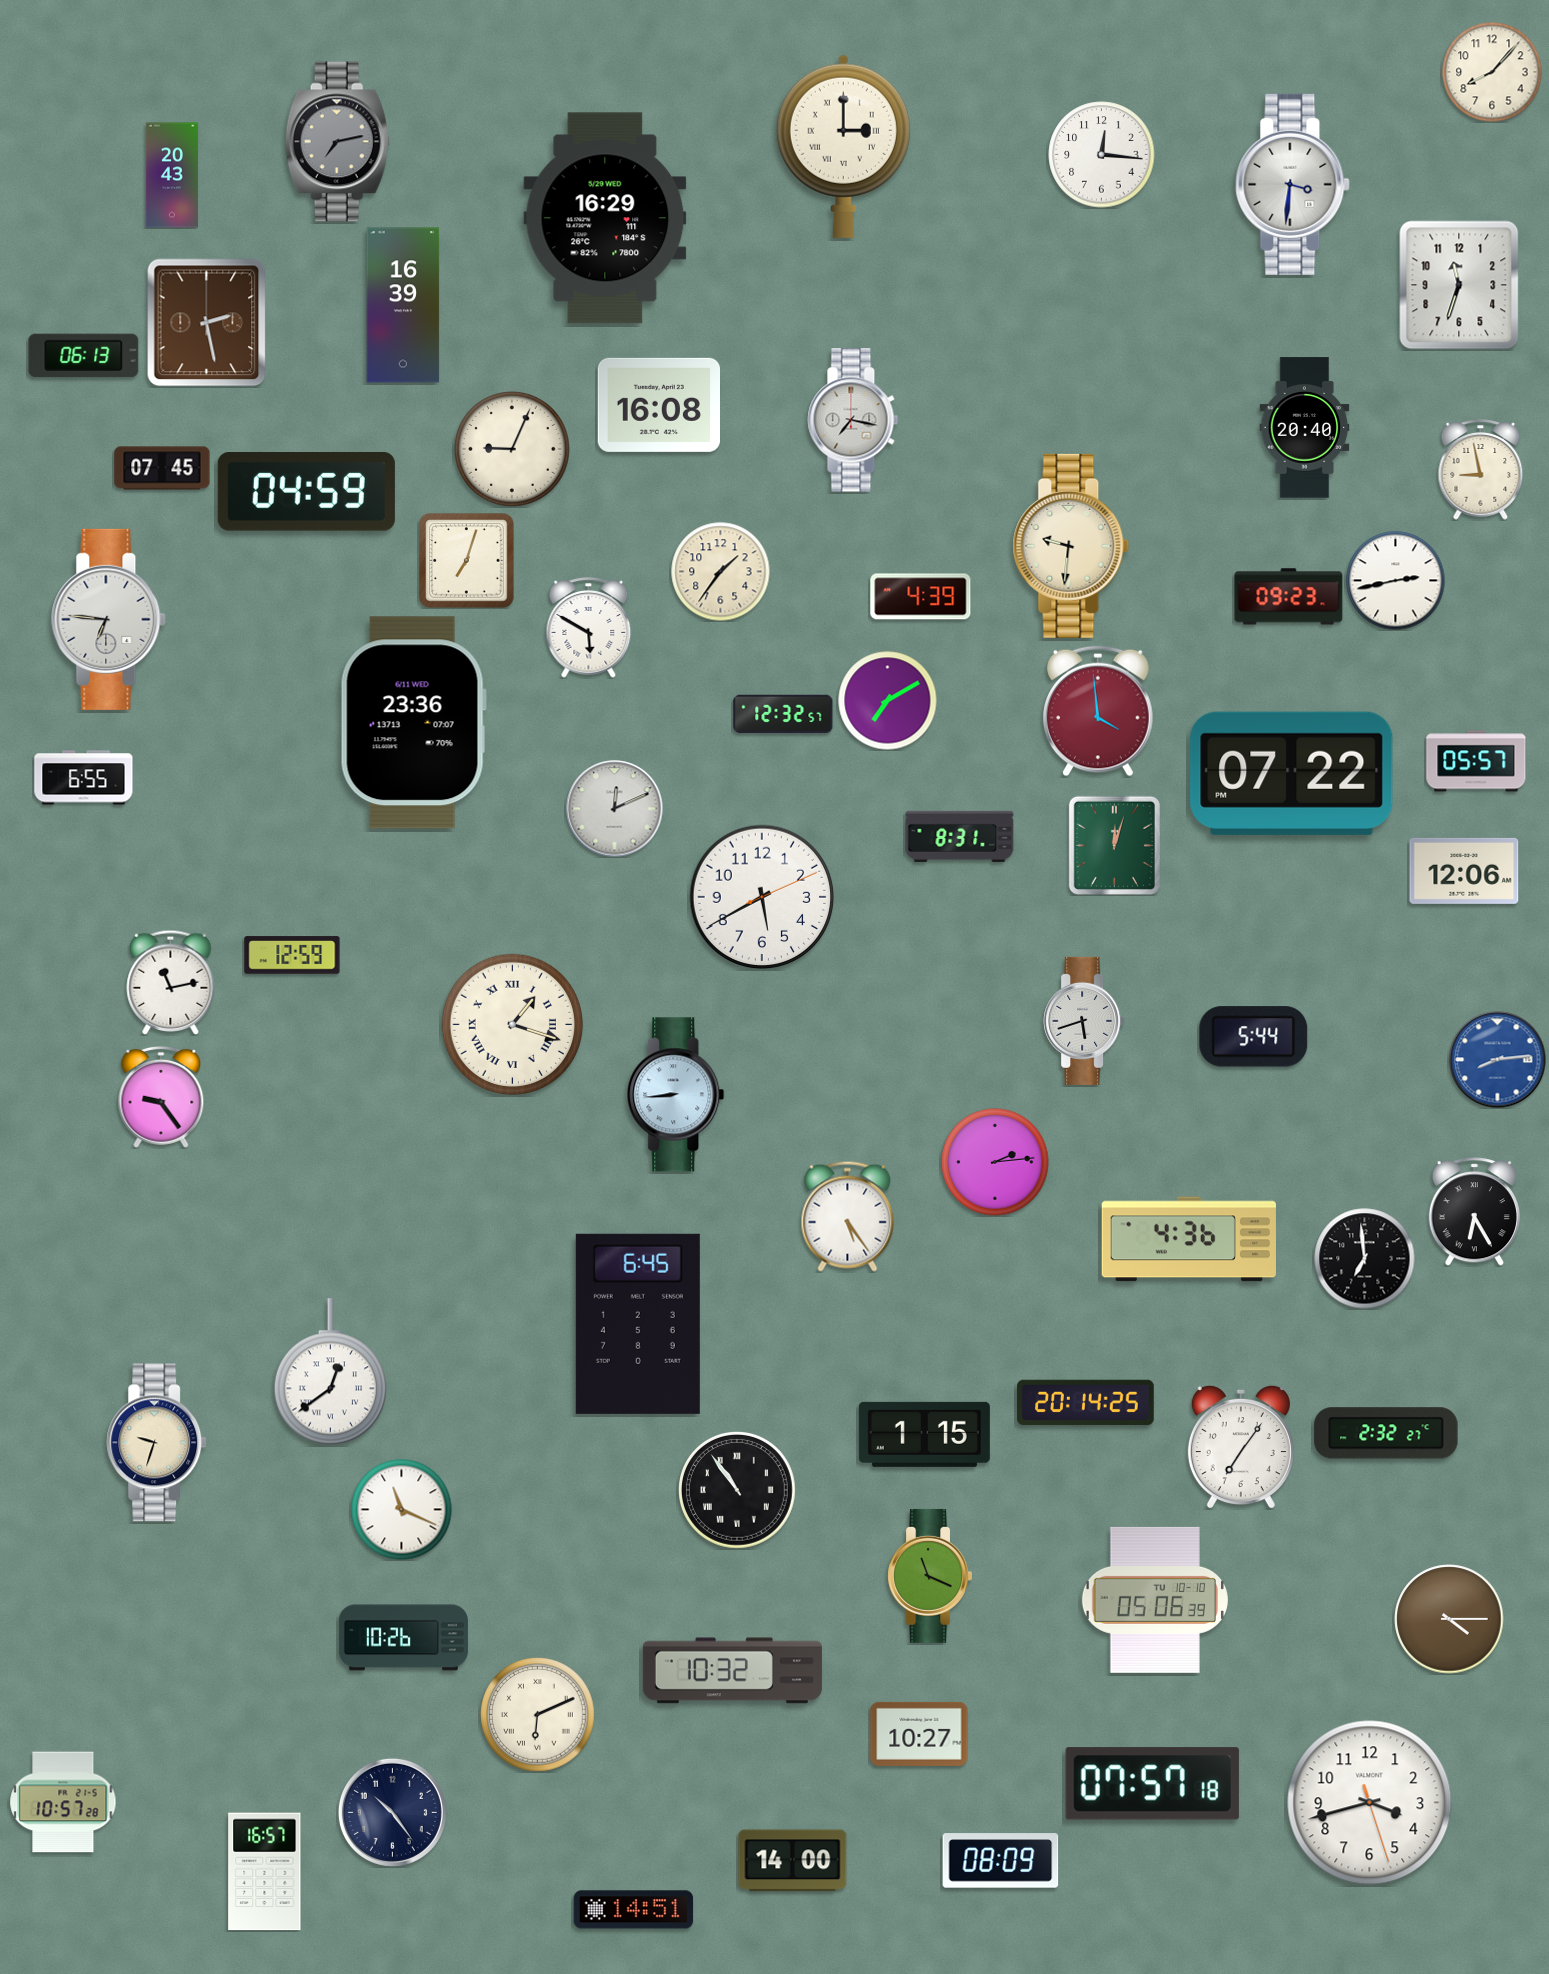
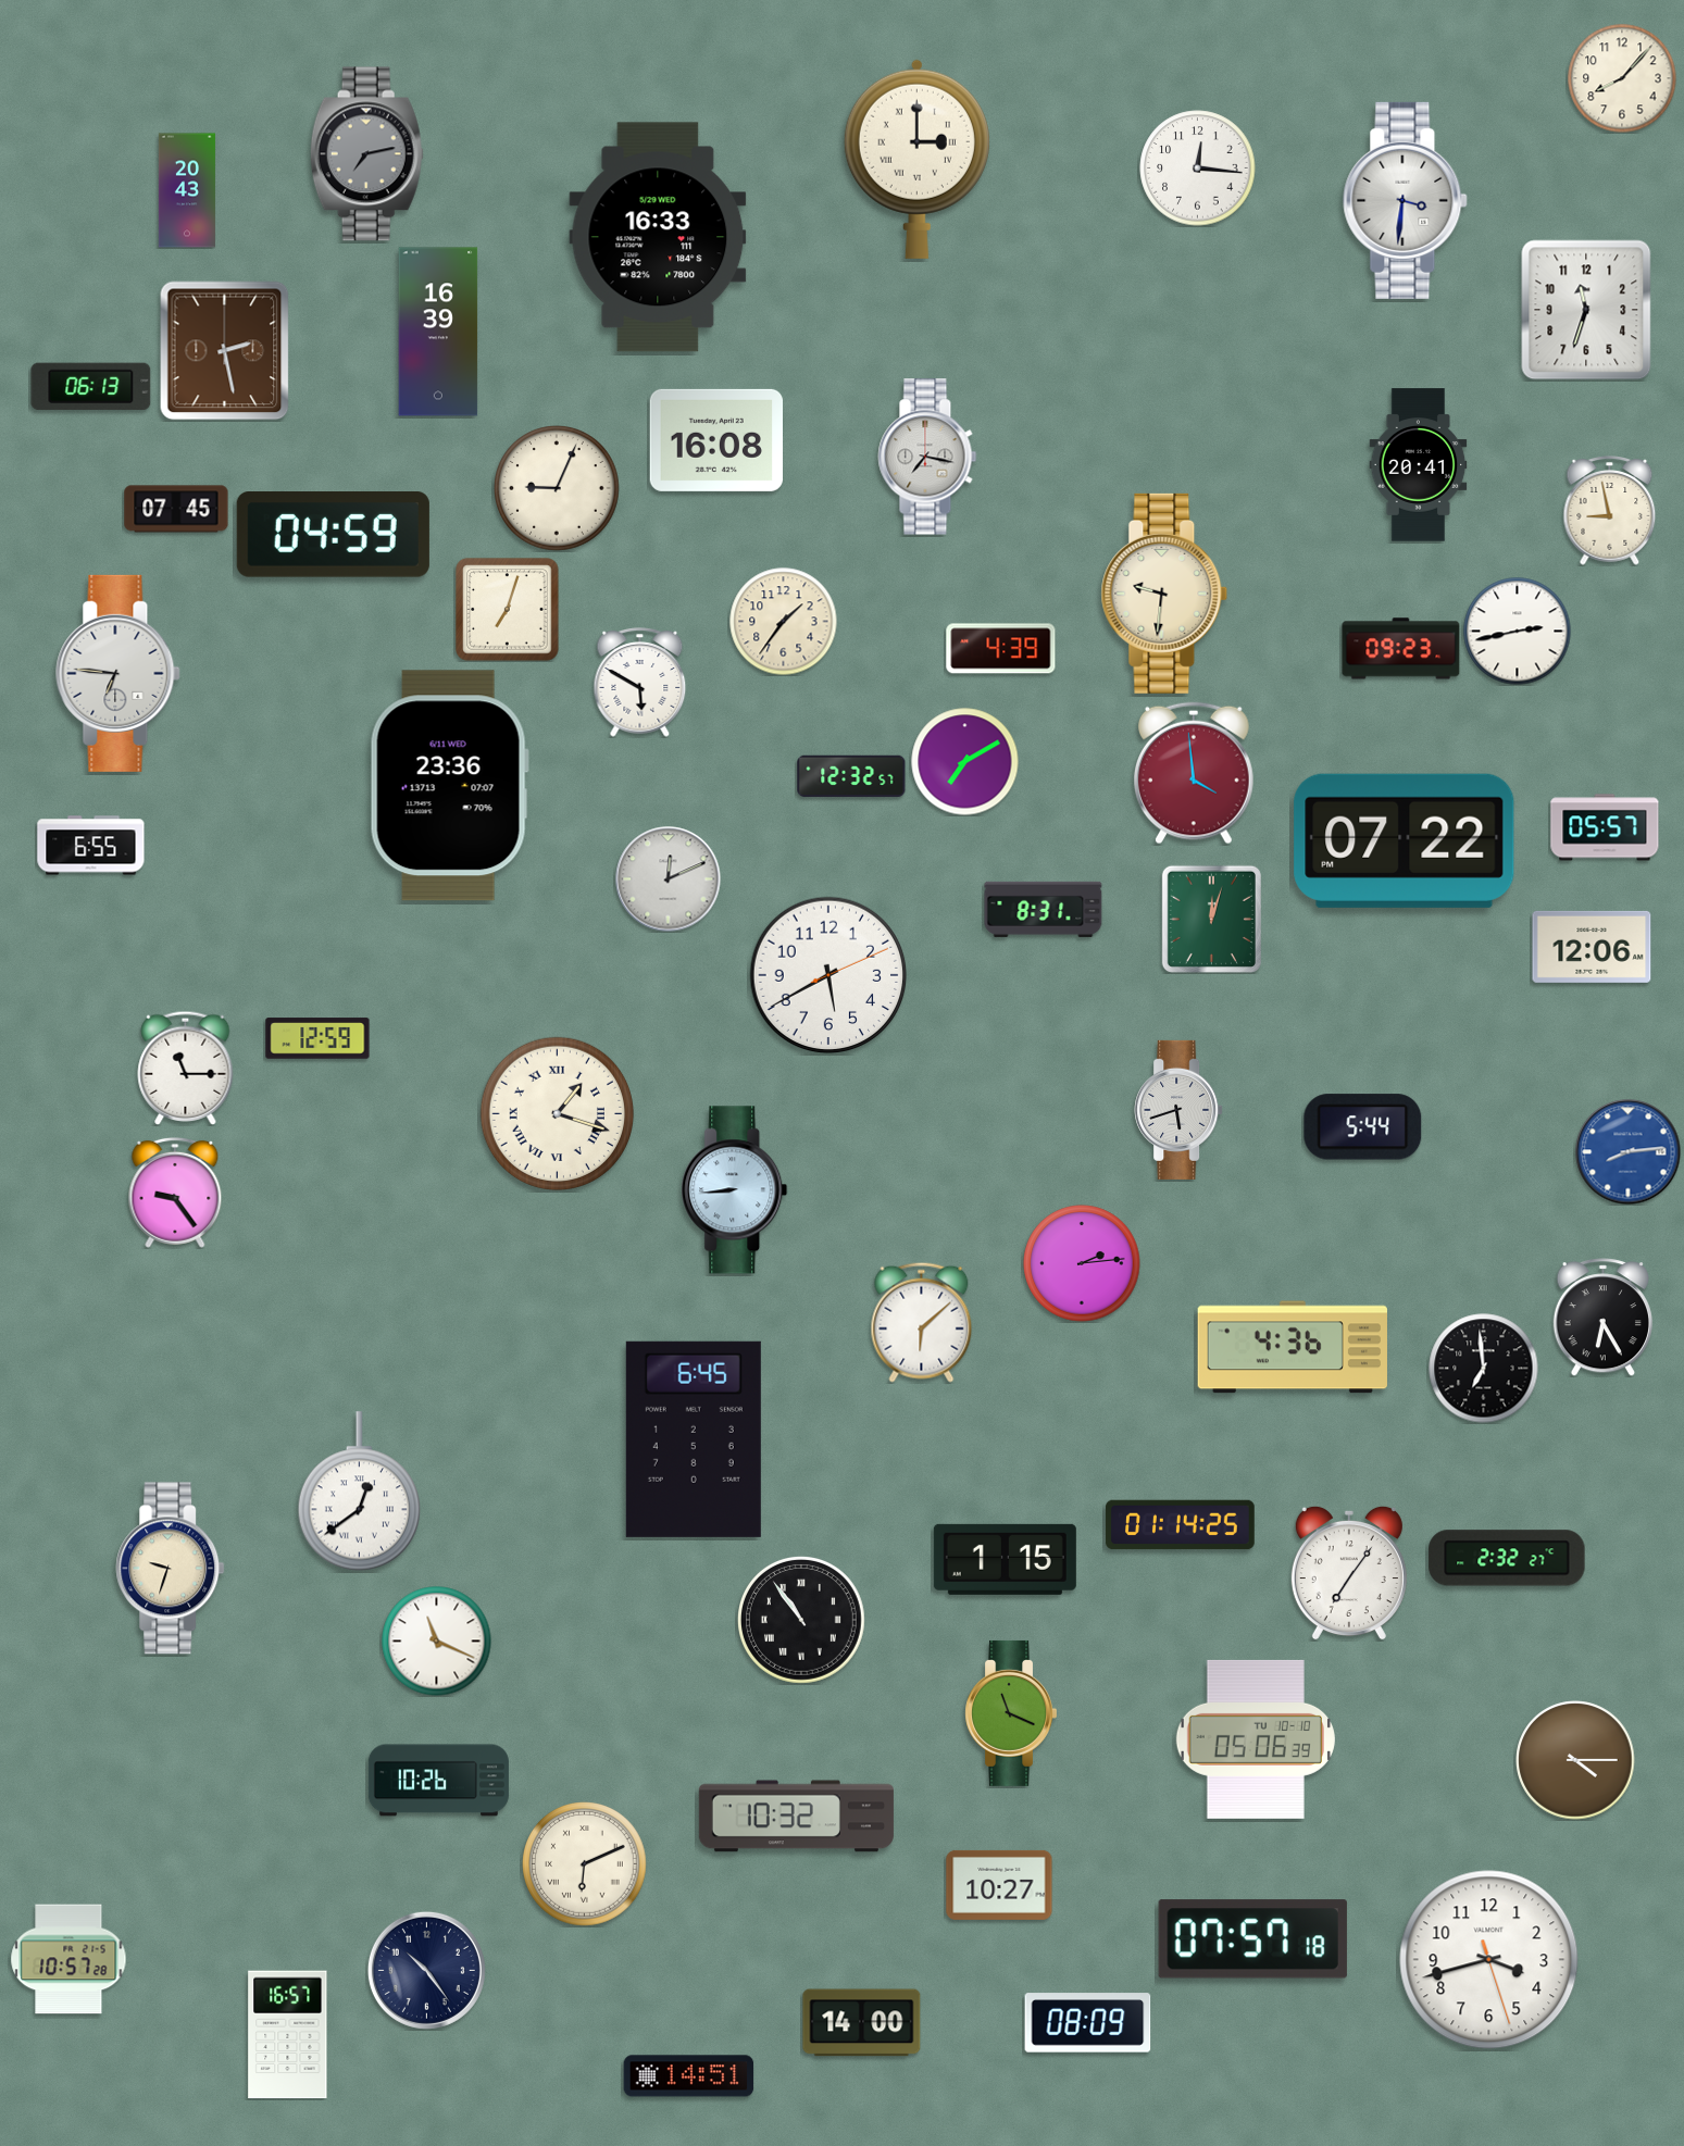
clock at (605, 218): 16:29 -> 16:33
clock at (1305, 428): 20:40 -> 20:41
clock at (171, 982): 11:13 -> 11:15
clock at (848, 1216): 5:24 -> 6:08
clock at (1086, 1403): 20:14 -> 01:14
